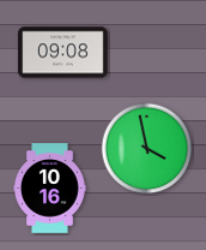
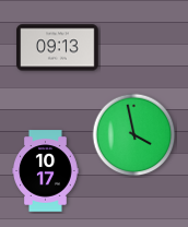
clock at (63, 53): 09:08 -> 09:13
clock at (50, 189): 10:16 -> 10:17
